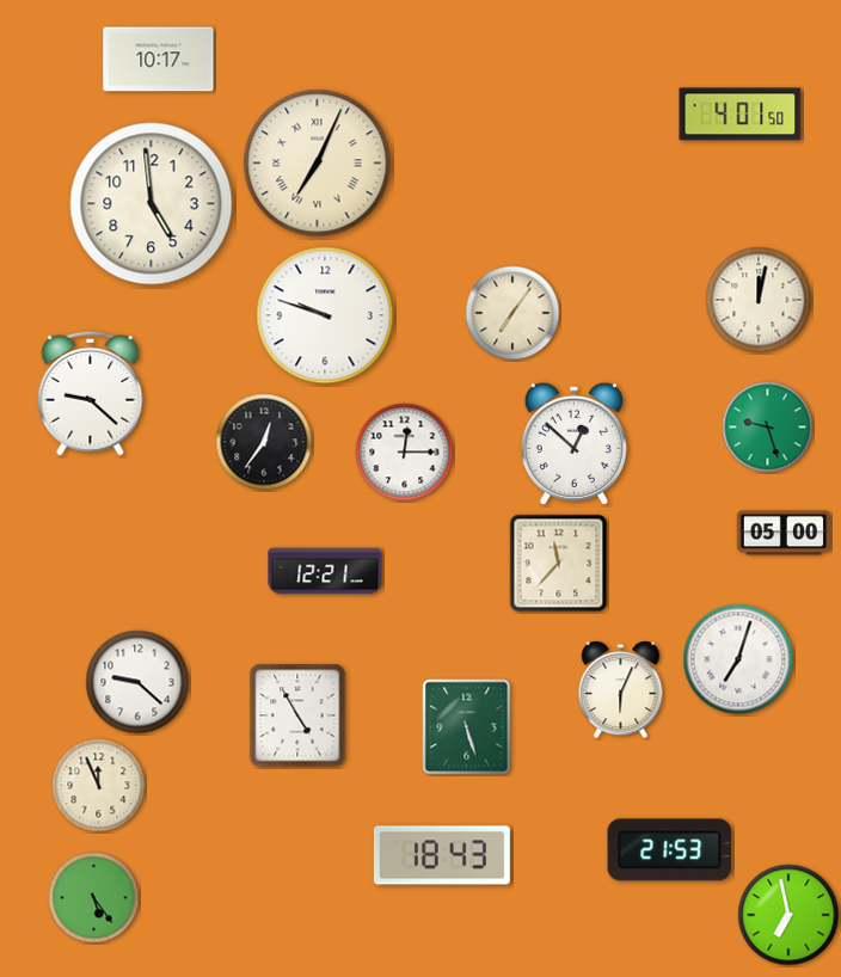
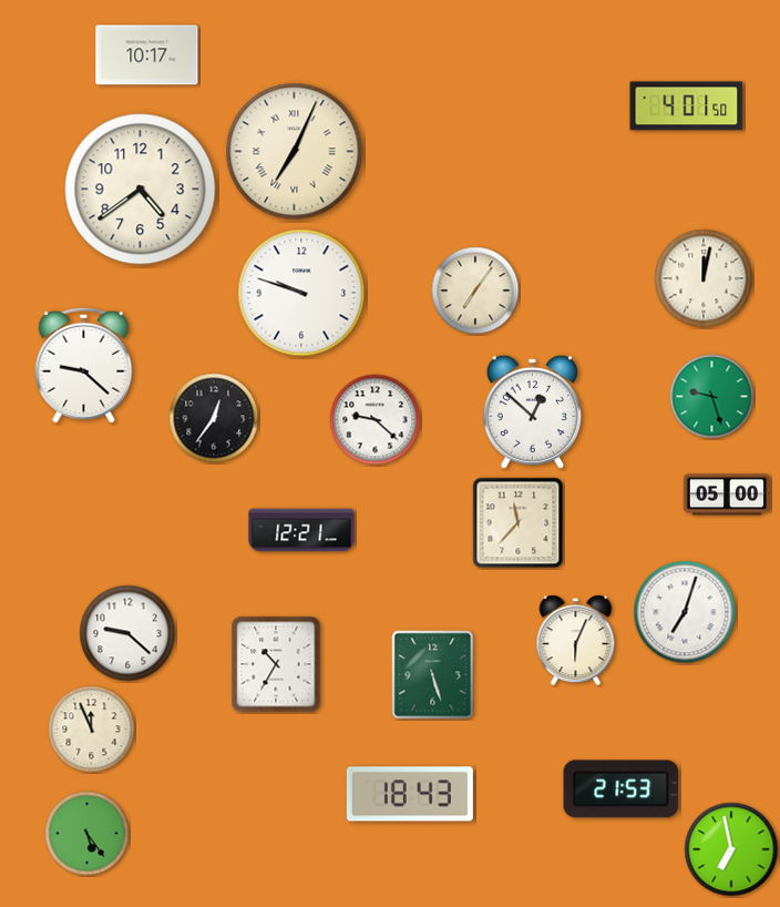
clock at (152, 204): 4:59 -> 4:39
clock at (264, 442) position: (264, 442) -> (214, 418)
clock at (405, 453): 12:15 -> 9:22
clock at (297, 715): 4:55 -> 10:35
